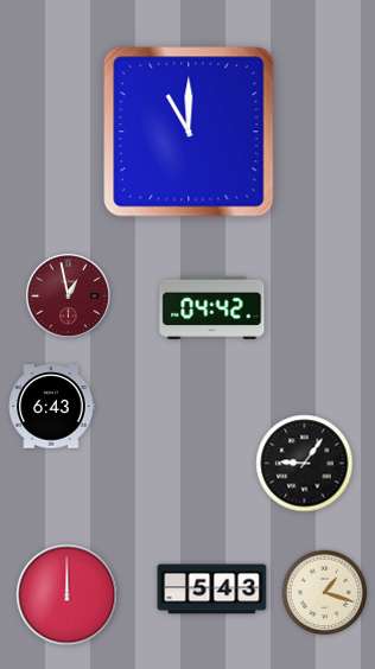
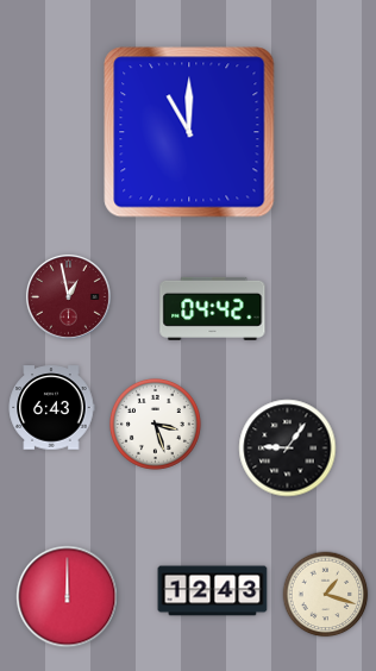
clock at (155, 424): none -> 3:27
clock at (305, 464) position: (305, 464) -> (288, 449)
clock at (212, 590): 5:43 -> 12:43
